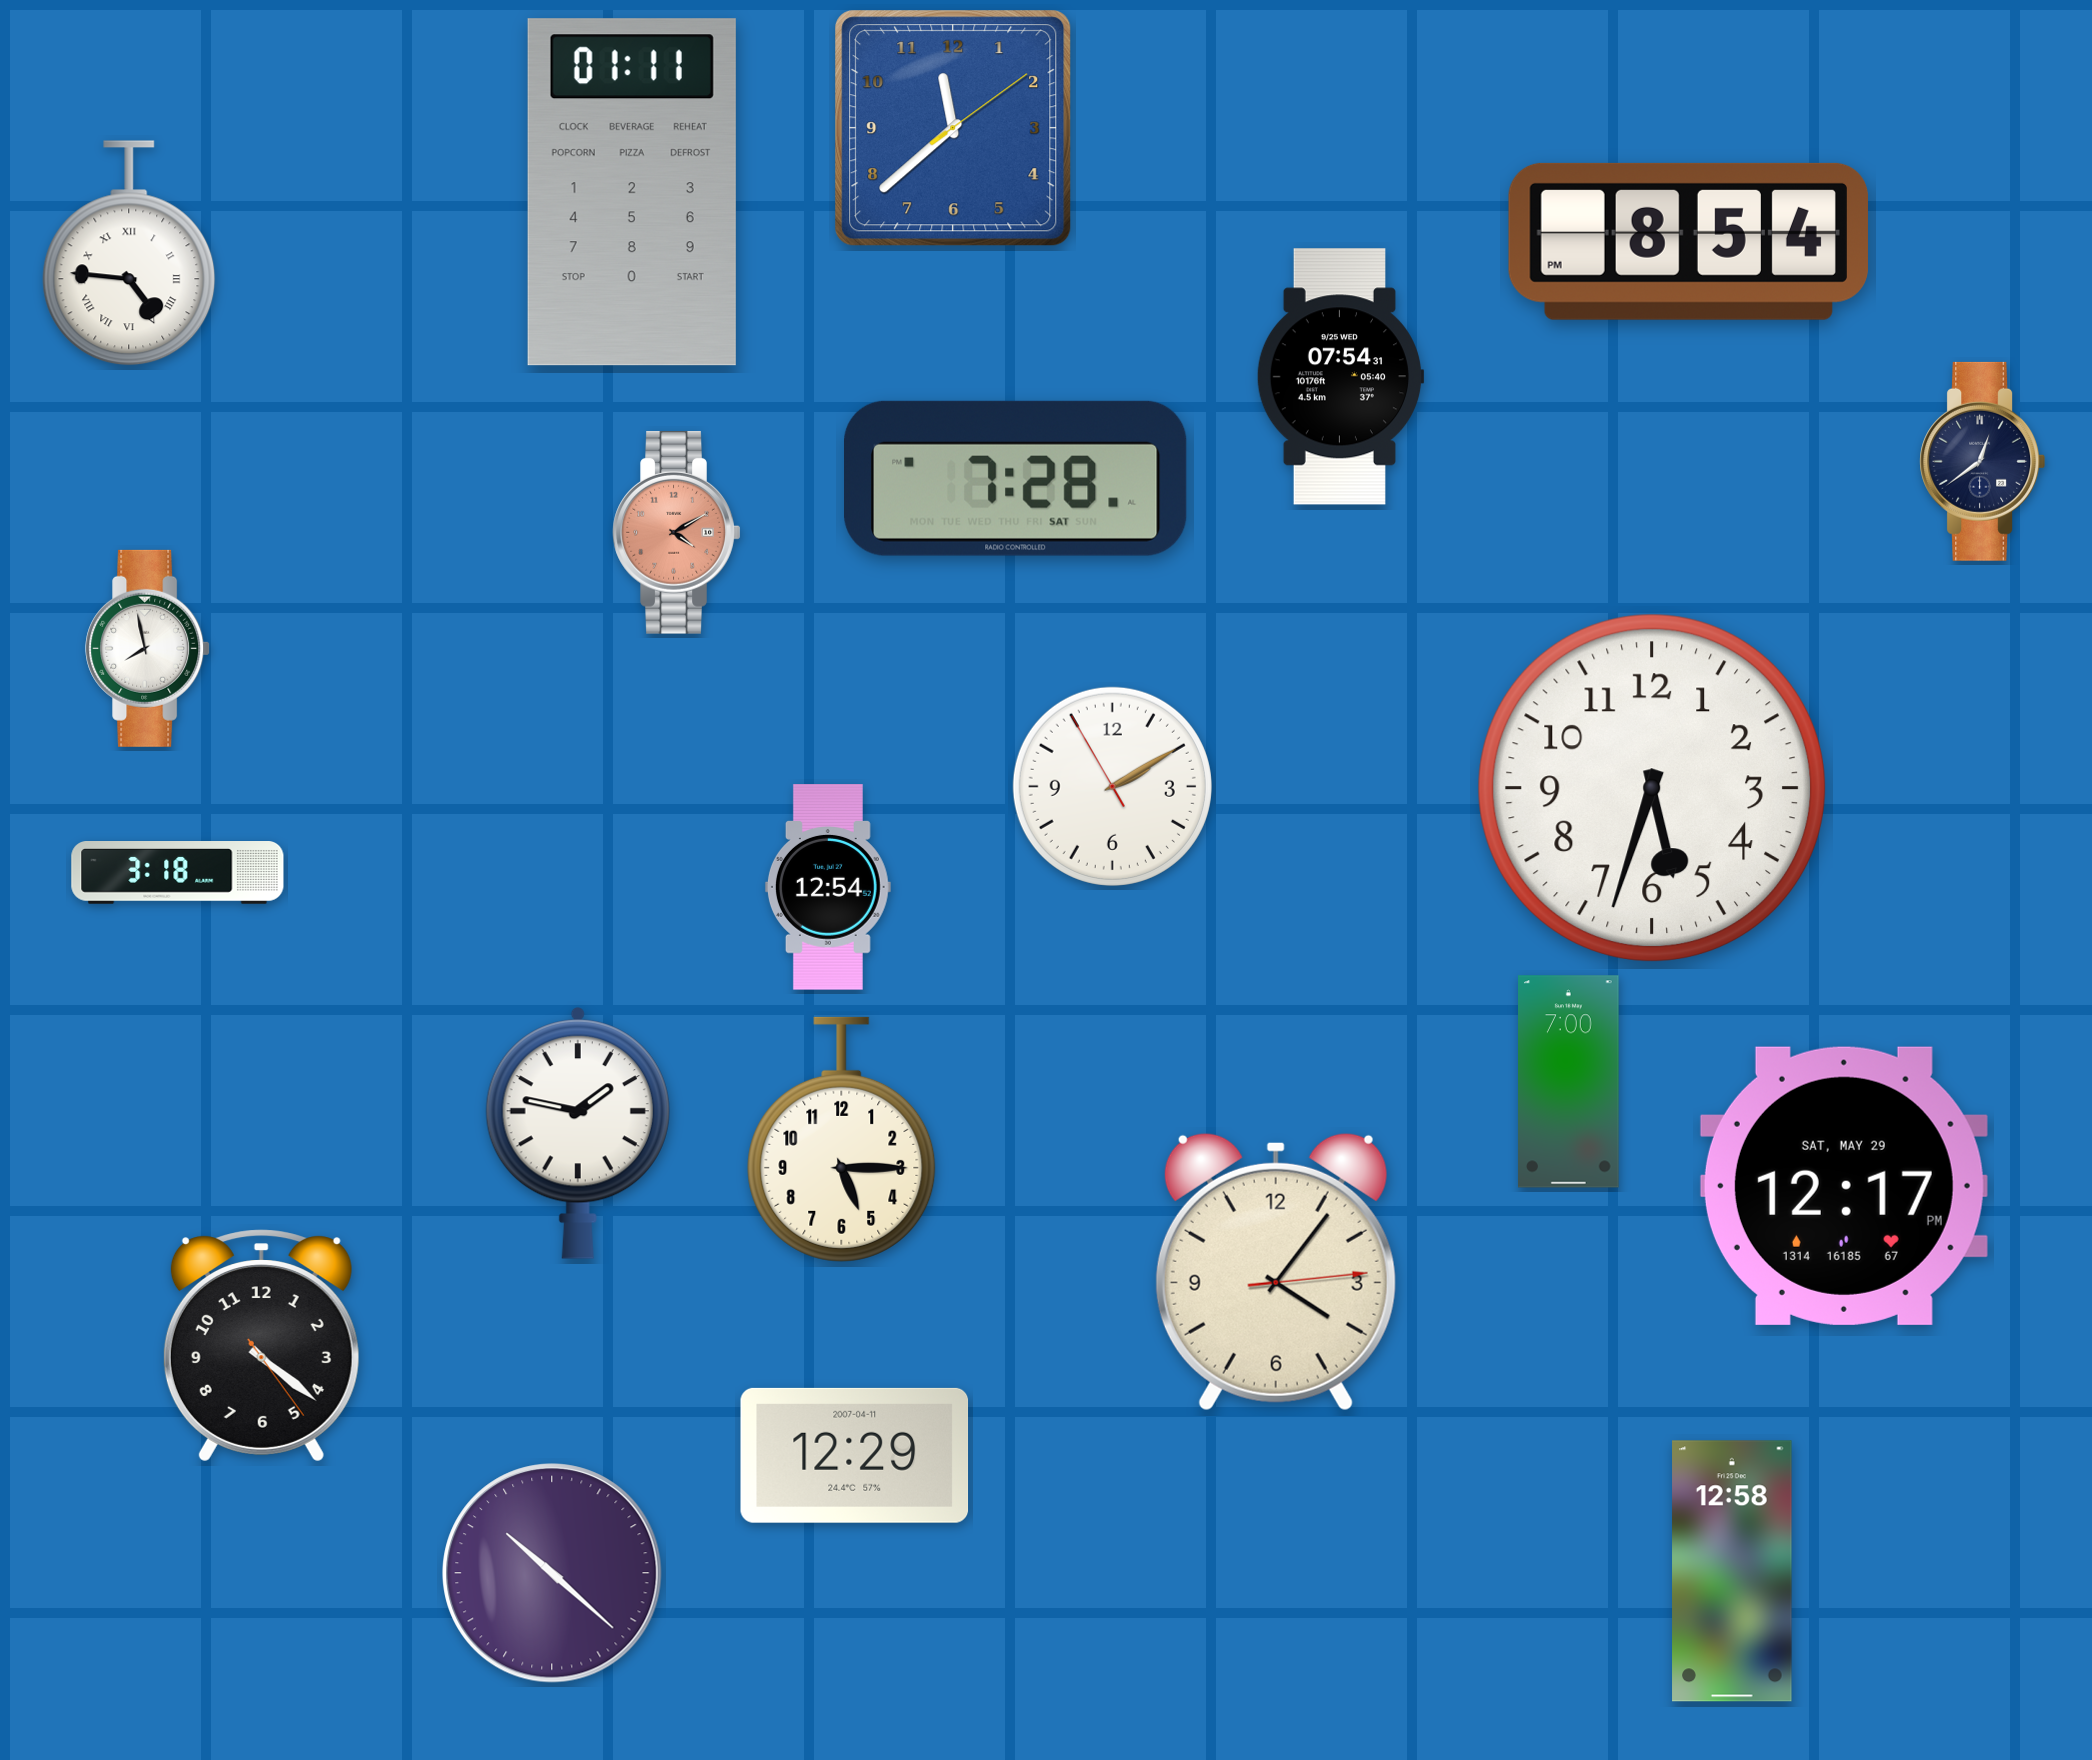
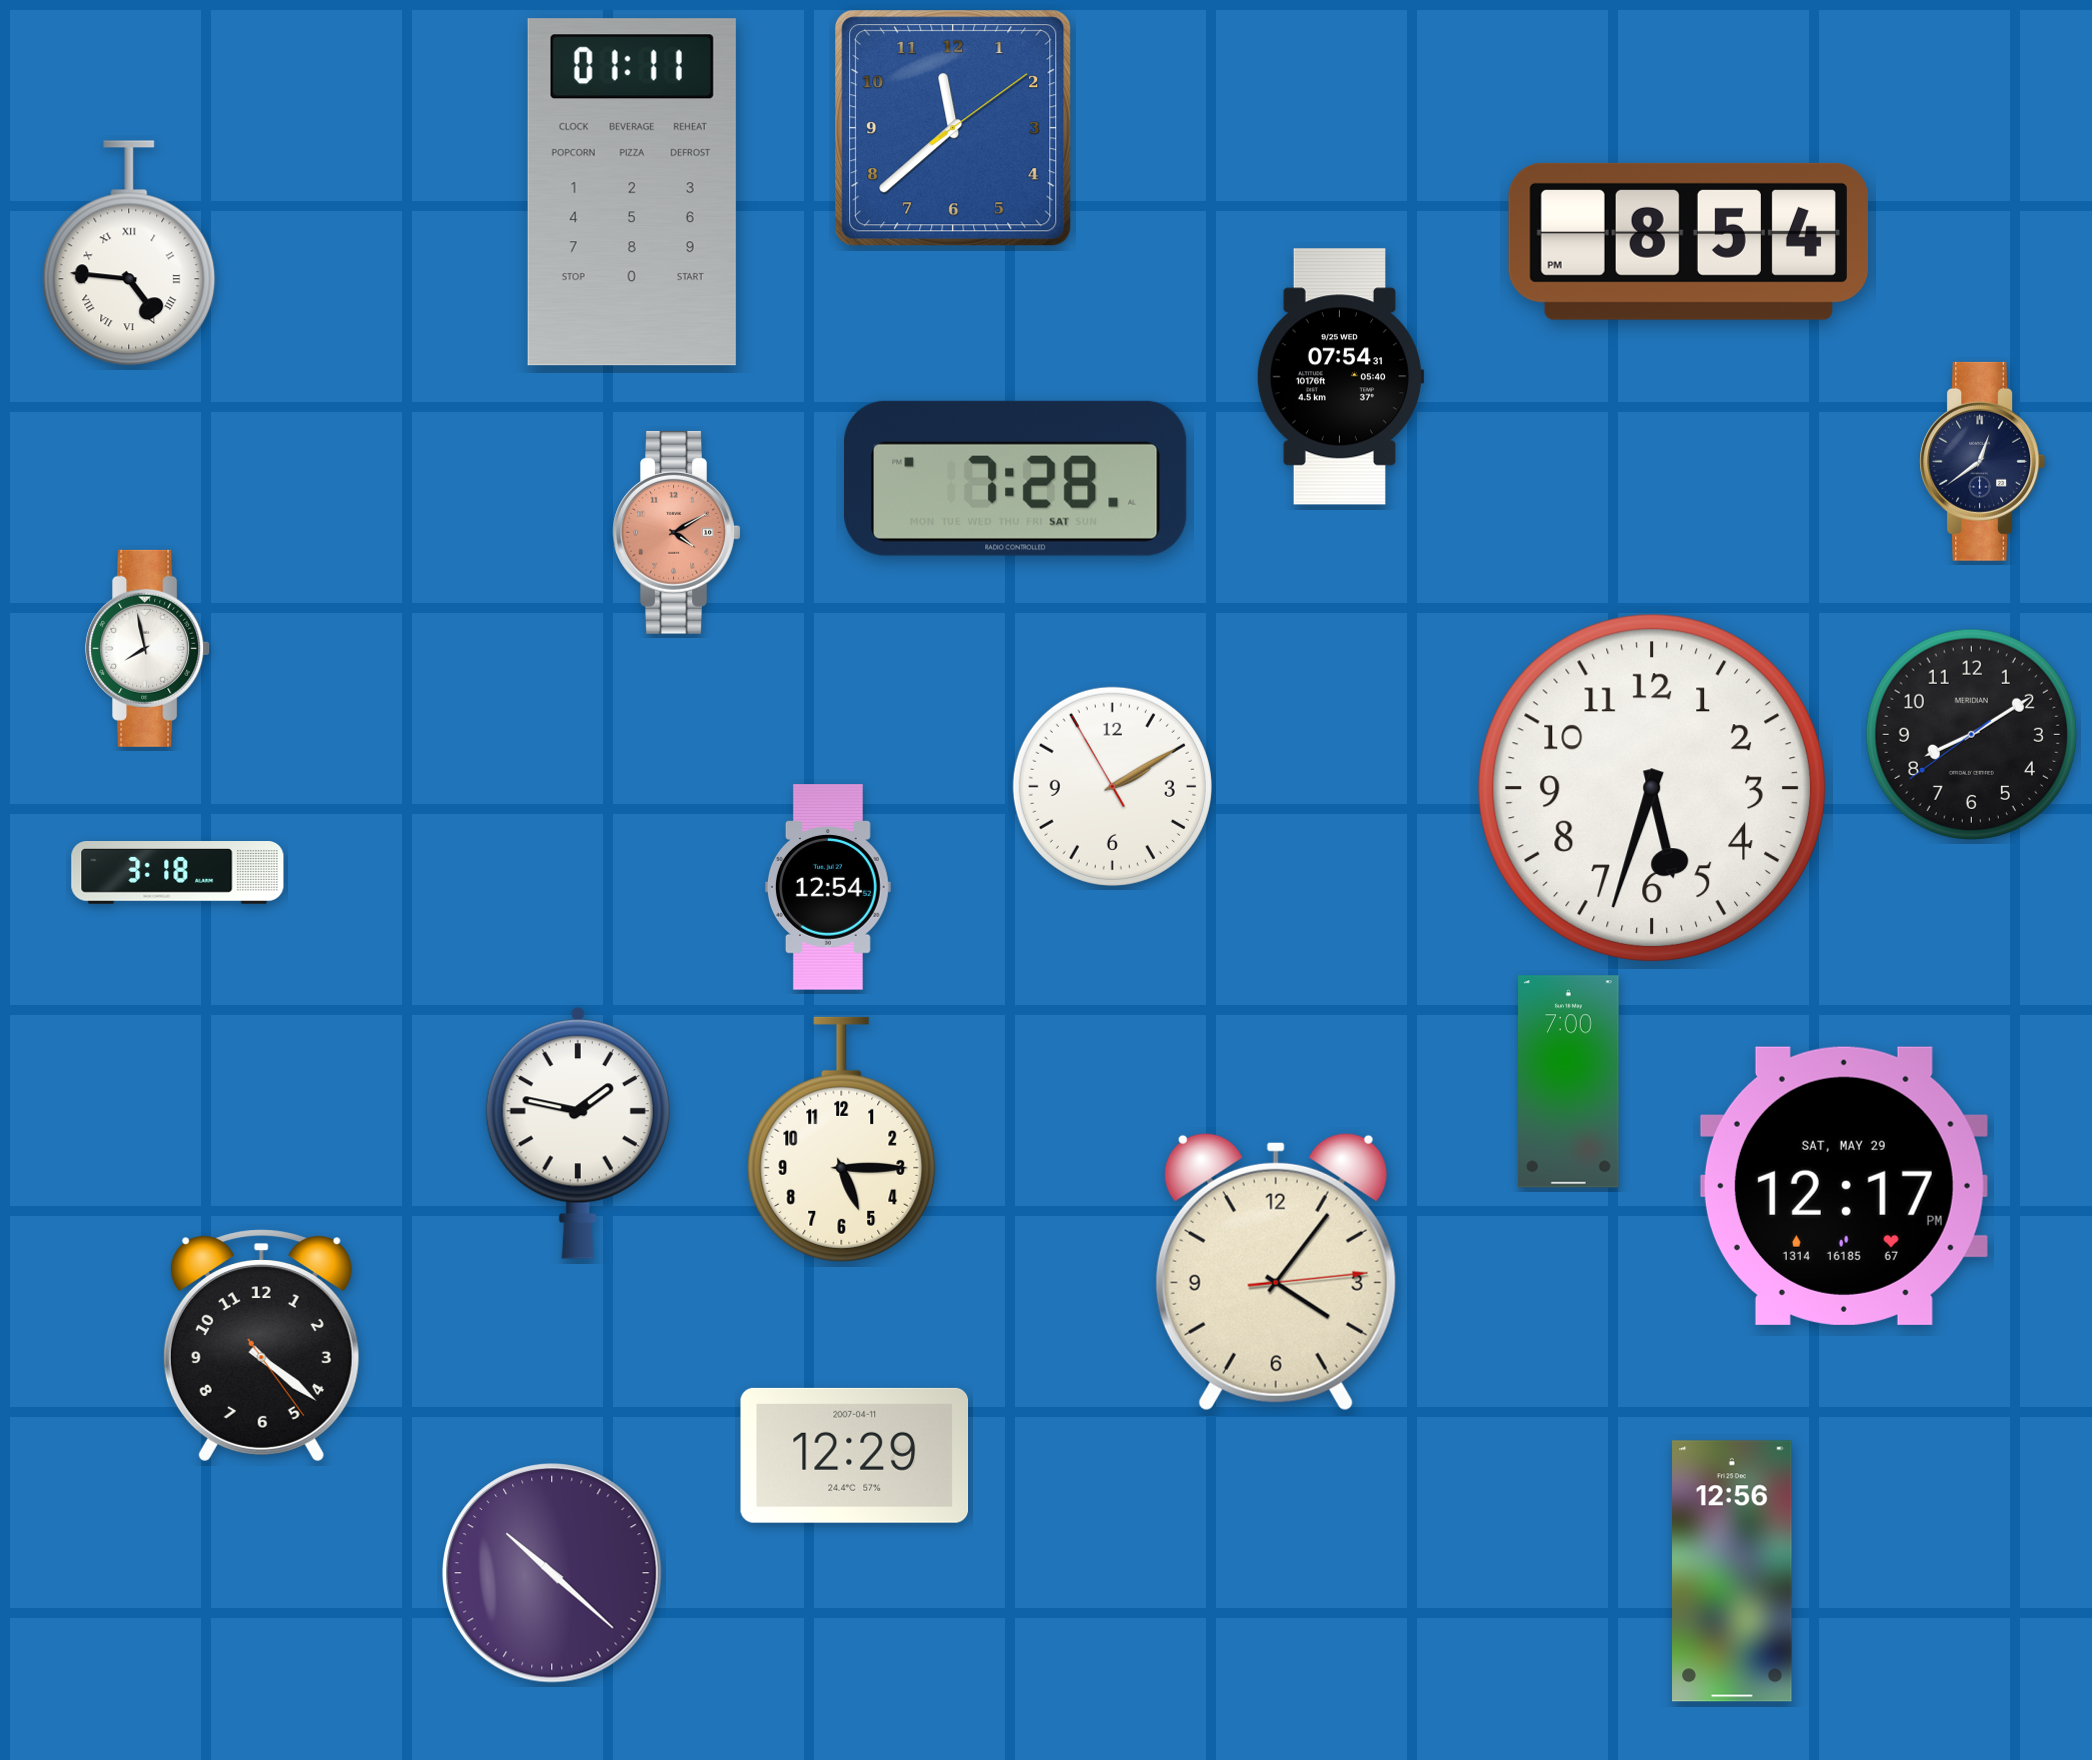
clock at (1971, 734): none -> 8:09
clock at (1732, 1571): 12:58 -> 12:56
